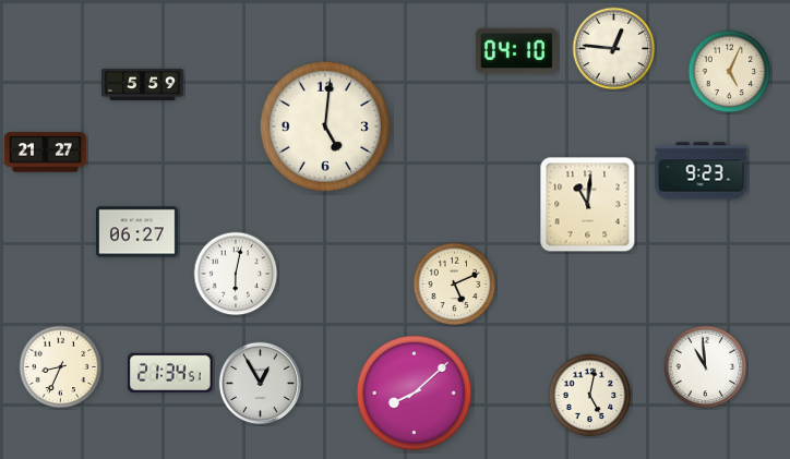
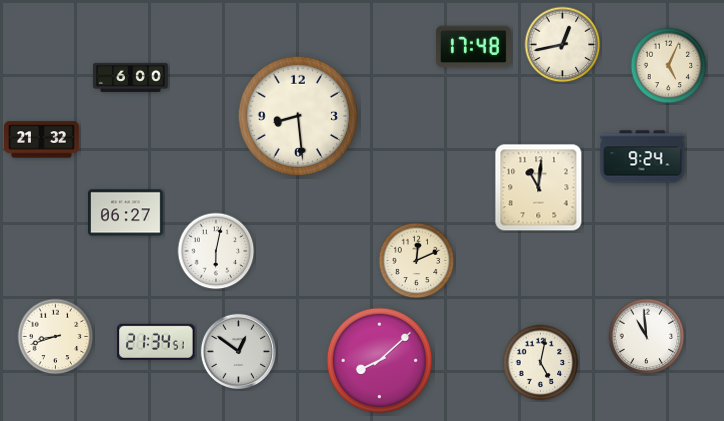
clock at (614, 49): 12:46 -> 12:43
clock at (516, 51): 04:10 -> 17:48
clock at (143, 84): 5:59 -> 6:00
clock at (325, 126): 5:01 -> 8:29
clock at (46, 153): 21:27 -> 21:32
clock at (702, 171): 9:23 -> 9:24
clock at (455, 285): 5:11 -> 12:11
clock at (61, 367): 8:34 -> 8:42
clock at (260, 383): 12:55 -> 12:51
